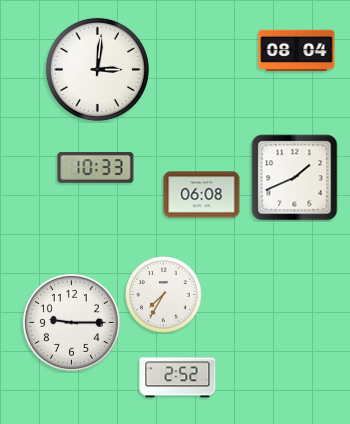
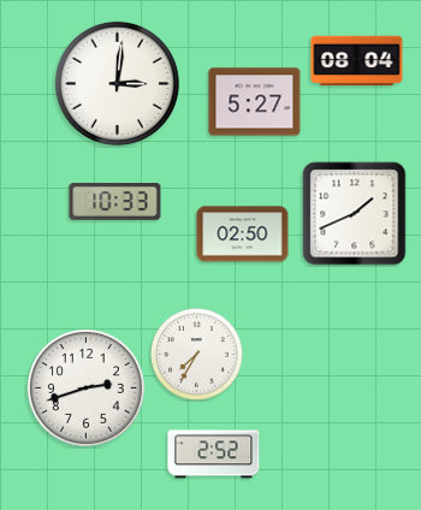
clock at (255, 102): none -> 5:27
clock at (202, 195): 06:08 -> 02:50
clock at (71, 322): 9:15 -> 2:42
